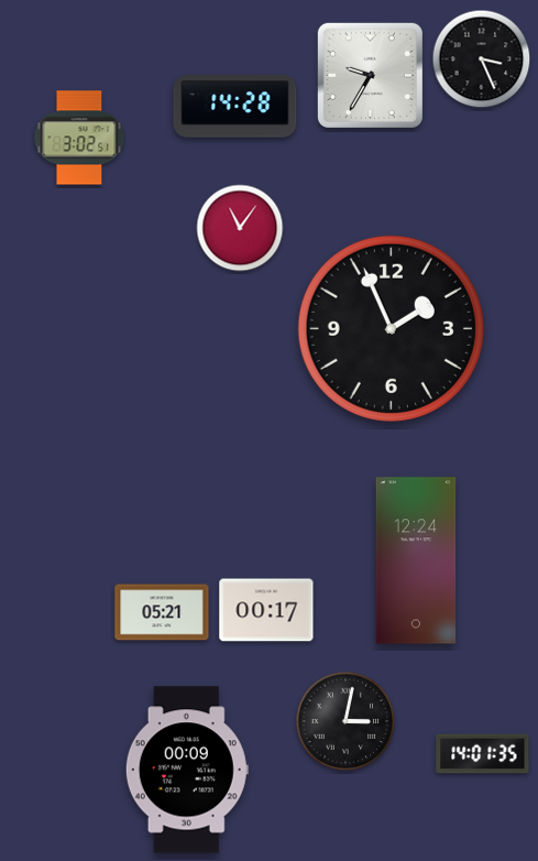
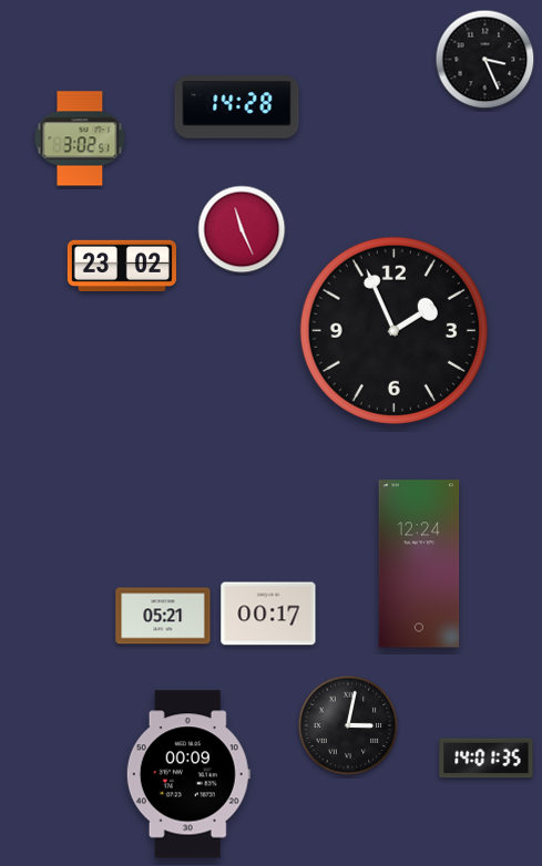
clock at (370, 75): 9:35 -> none
clock at (240, 228): 11:06 -> 11:26
clock at (122, 266): none -> 23:02
